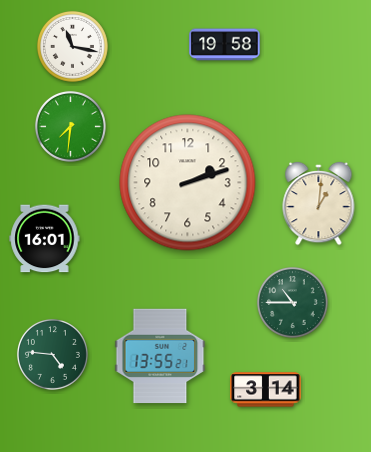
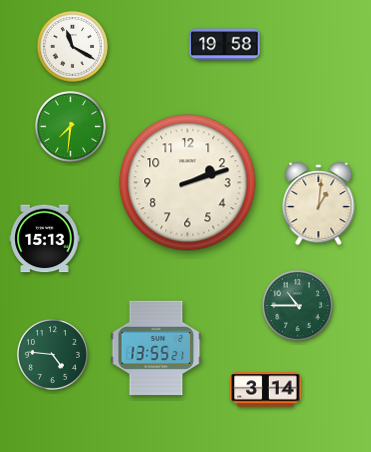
clock at (72, 46): 11:17 -> 11:20
clock at (45, 239): 16:01 -> 15:13
clock at (292, 302) position: (292, 302) -> (297, 305)
clock at (160, 356) position: (160, 356) -> (156, 348)
